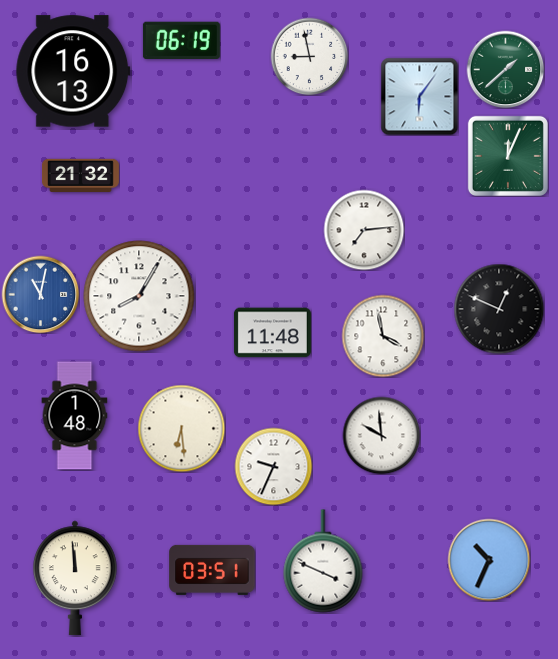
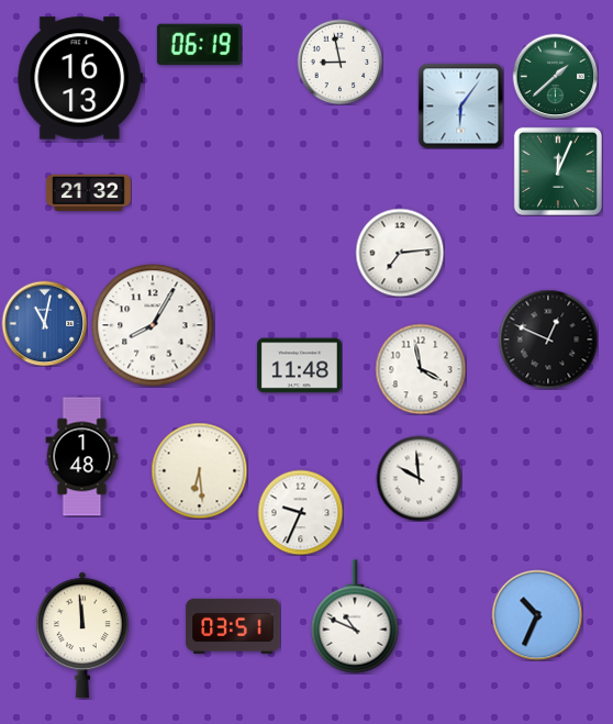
clock at (323, 561): 3:49 -> 10:49
